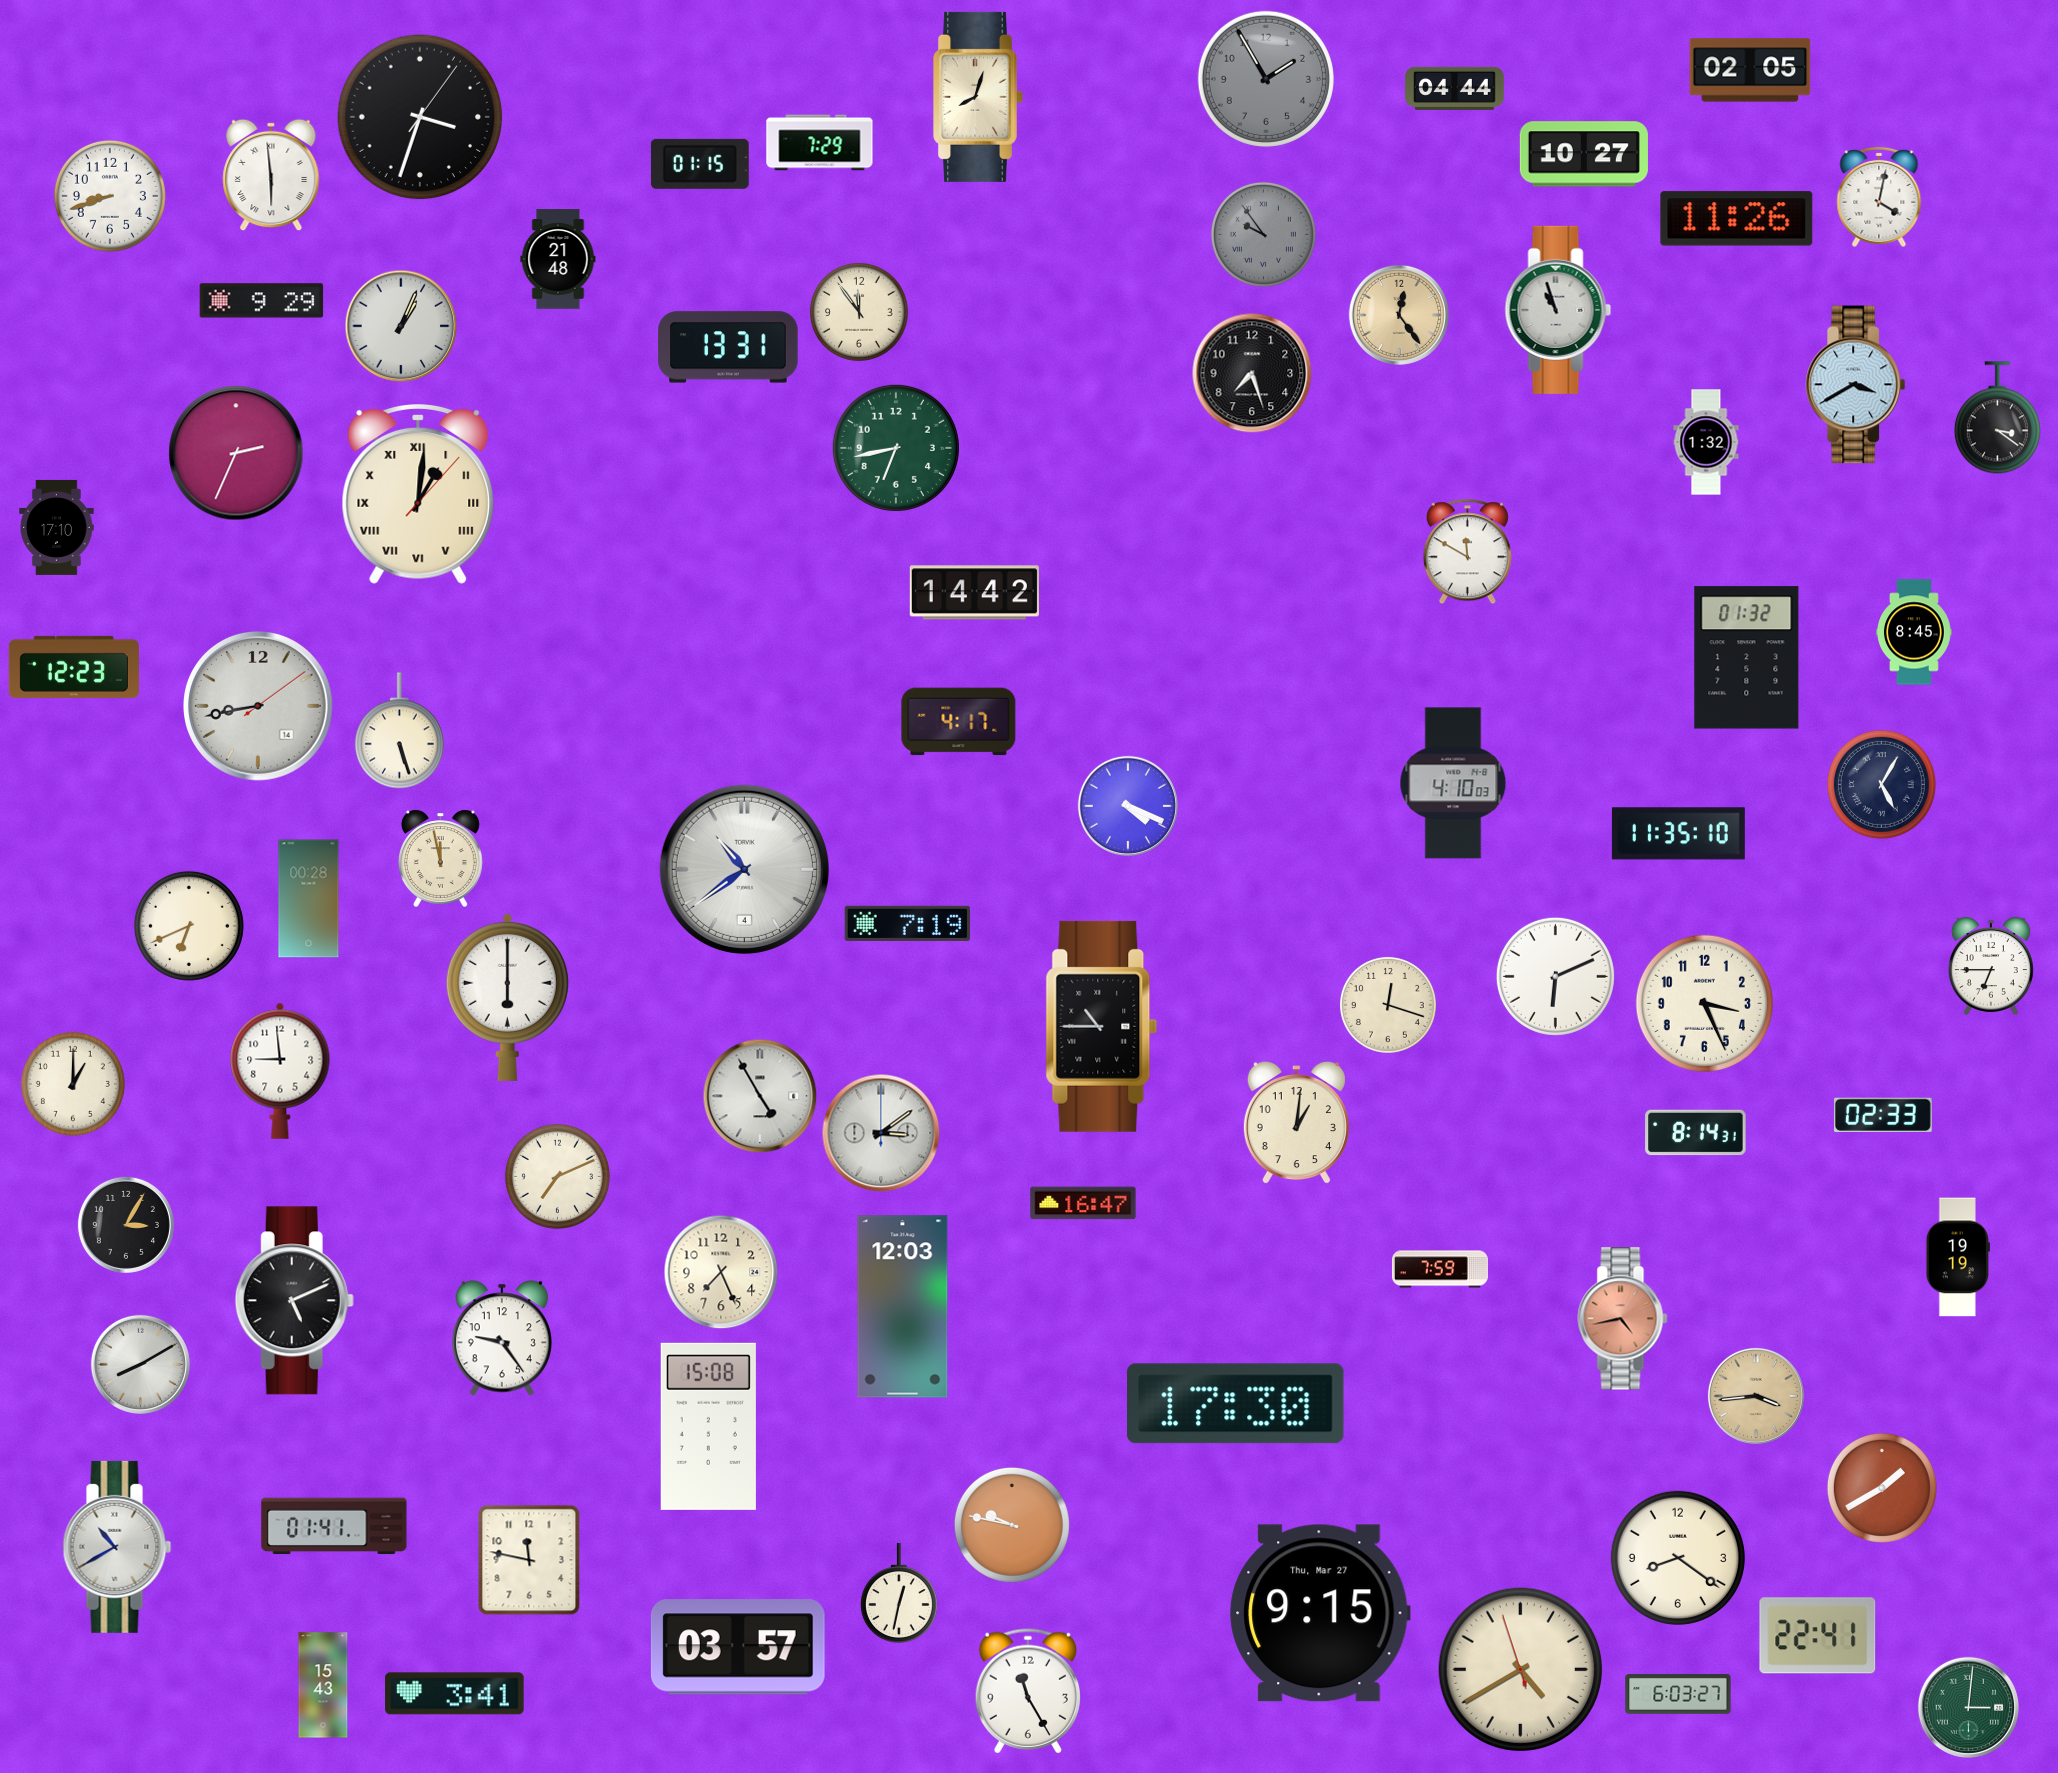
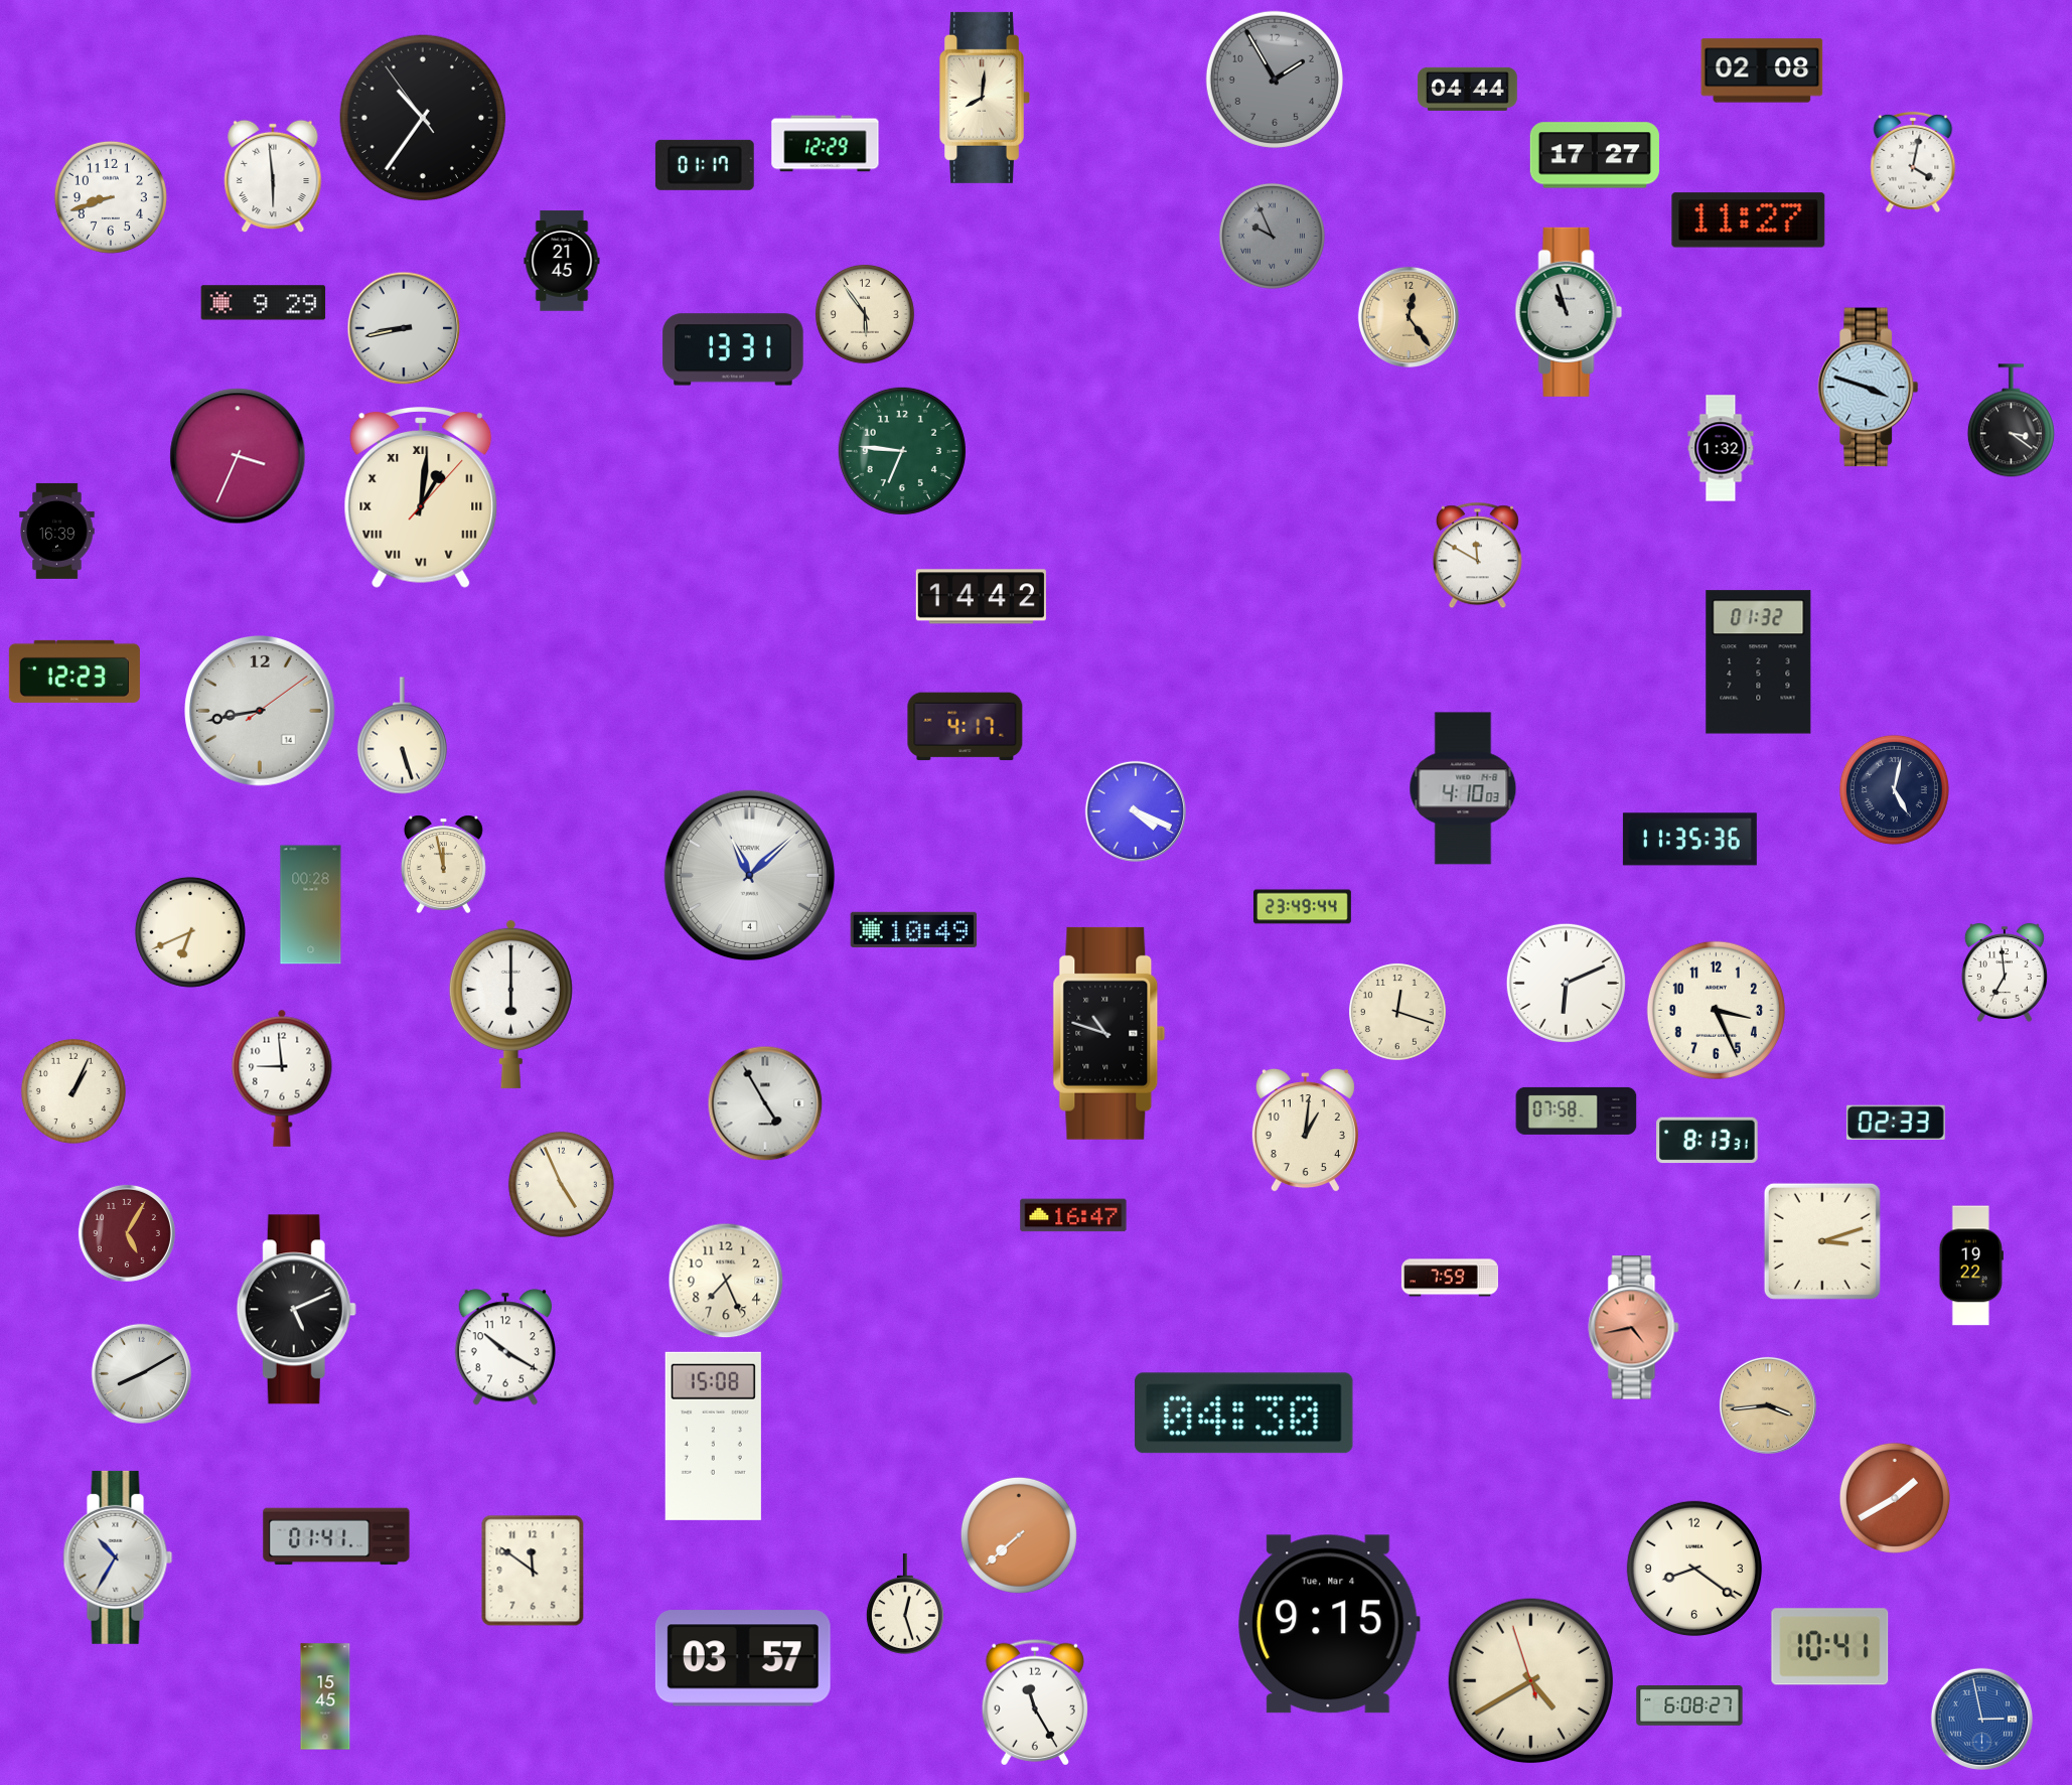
clock at (1750, 70): 02:05 -> 02:08
clock at (1455, 88) position: (1455, 88) -> (1468, 89)
clock at (978, 97): 8:03 -> 8:01
clock at (420, 117): 3:33 -> 10:35
clock at (820, 143): 7:29 -> 12:29
clock at (1584, 154): 10:27 -> 17:27
clock at (700, 164): 01:15 -> 01:17
clock at (1879, 197) position: (1879, 197) -> (1913, 162)
clock at (1737, 219): 11:26 -> 11:27
clock at (1263, 234): 9:54 -> 9:56
clock at (558, 259): 21:48 -> 21:45
clock at (859, 312): 11:54 -> 5:54
clock at (401, 326): 1:04 -> 8:43
clock at (1252, 373): 7:27 -> none
clock at (1856, 385): 3:40 -> 3:48
clock at (1706, 442) position: (1706, 442) -> (1721, 448)
clock at (896, 448): 6:43 -> 6:46
clock at (236, 453): 2:34 -> 3:34
clock at (57, 527): 17:10 -> 16:39
clock at (1915, 632): 8:45 -> none
clock at (1881, 784): 5:05 -> 5:02
clock at (1678, 834): 11:35:10 -> 11:35:36
clock at (744, 869): 10:39 -> 11:08
clock at (1303, 907): none -> 23:49
clock at (908, 923): 7:19 -> 10:49
clock at (1991, 966): 6:45 -> 6:59
clock at (1102, 1026): 10:45 -> 10:48
clock at (73, 1084): 1:00 -> 1:04
clock at (1577, 1110): none -> 07:58
clock at (881, 1133): 3:09 -> none
clock at (1696, 1133): 8:14 -> 8:13
clock at (557, 1176): 7:11 -> 4:56
clock at (1083, 1203) position: (1083, 1203) -> (1073, 1215)
clock at (126, 1225): 3:05 -> 5:05
clock at (126, 1225) dial: black -> burgundy
clock at (1822, 1241): none -> 3:12
clock at (1958, 1257): 19:19 -> 19:22
clock at (903, 1307): 12:03 -> none
clock at (501, 1338): 9:24 -> 10:20
clock at (1236, 1404): 17:30 -> 04:30
clock at (1012, 1525): 9:47 -> 7:38
clock at (117, 1547): 10:40 -> 10:35
clock at (1678, 1558) position: (1678, 1558) -> (1694, 1569)
clock at (529, 1560): 11:47 -> 11:51
clock at (899, 1593): 12:32 -> 12:27
clock at (1320, 1613) date: Thu, Mar 27 -> Tue, Mar 4
clock at (1818, 1636): 22:41 -> 10:41
clock at (323, 1685): 15:43 -> 15:45
clock at (455, 1694): 3:41 -> none
clock at (1678, 1694): 6:03 -> 6:08
clock at (1968, 1707): 3:01 -> 2:58
clock at (1968, 1707) dial: green -> blue
